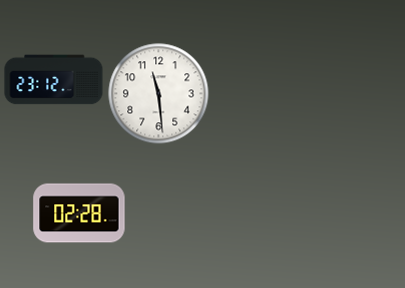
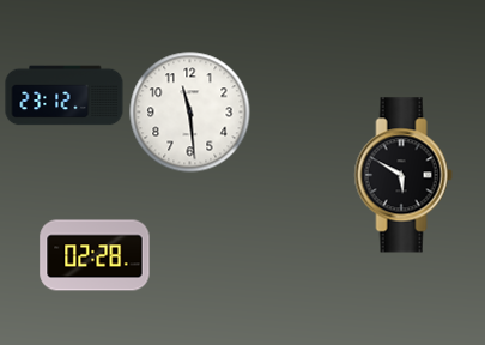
clock at (404, 175): none -> 5:50
